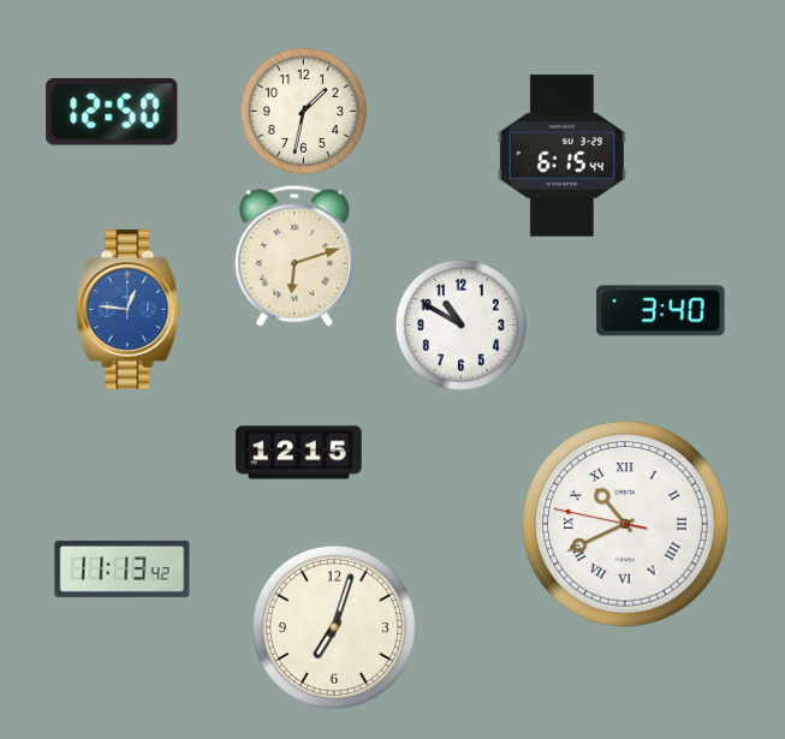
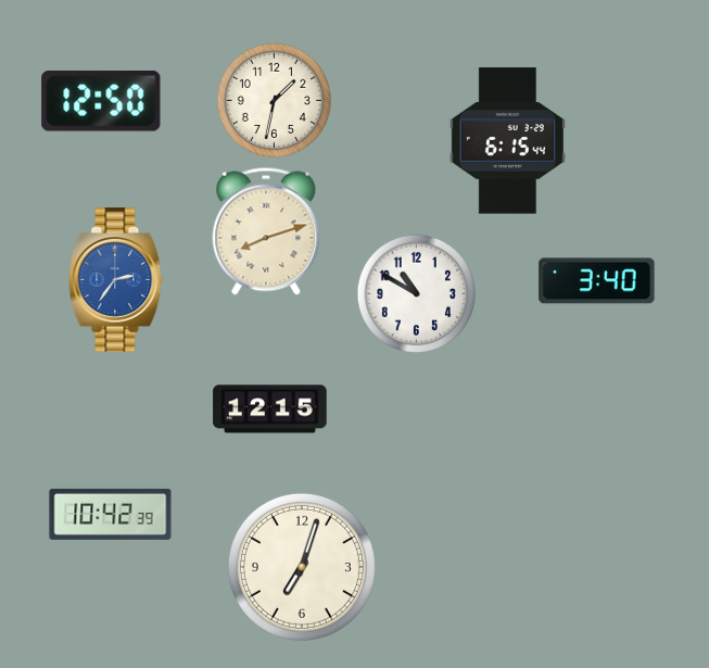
clock at (295, 256): 6:12 -> 8:12
clock at (129, 310): 12:46 -> 2:36
clock at (626, 525): 10:40 -> none
clock at (123, 568): 11:13 -> 10:42
